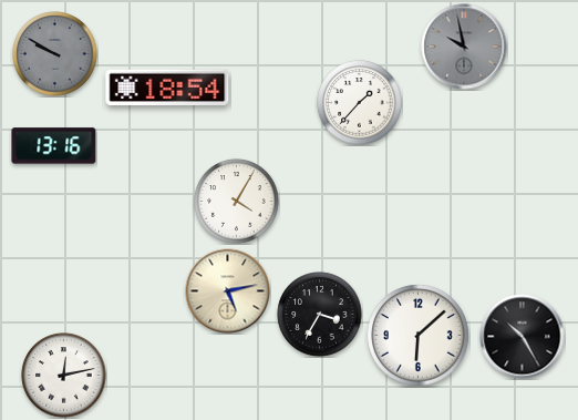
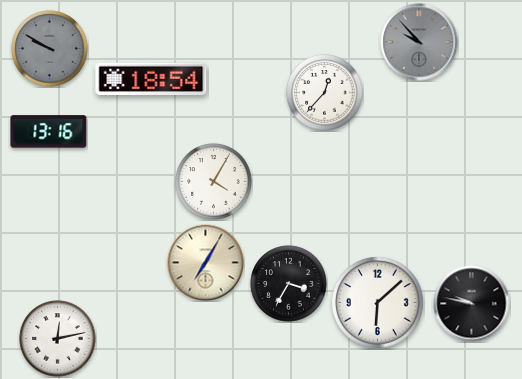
clock at (464, 47): 9:58 -> 9:53
clock at (360, 103): 1:37 -> 12:37
clock at (228, 291): 5:13 -> 7:05
clock at (523, 337): 10:25 -> 9:47
